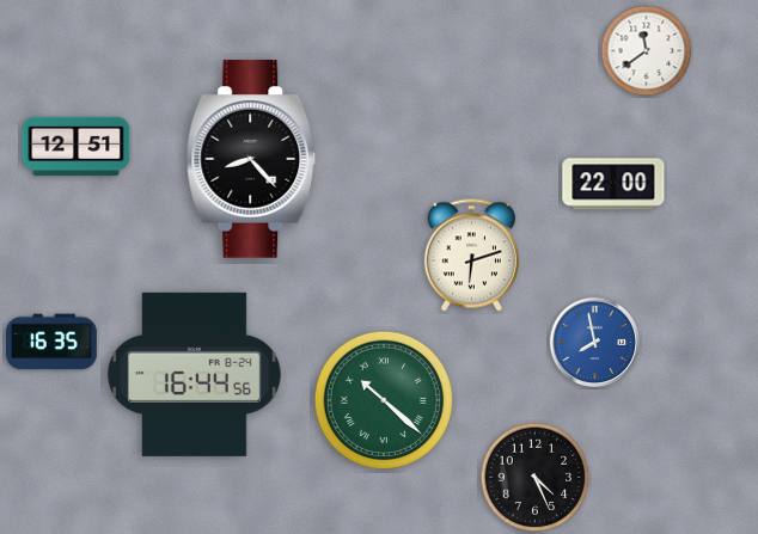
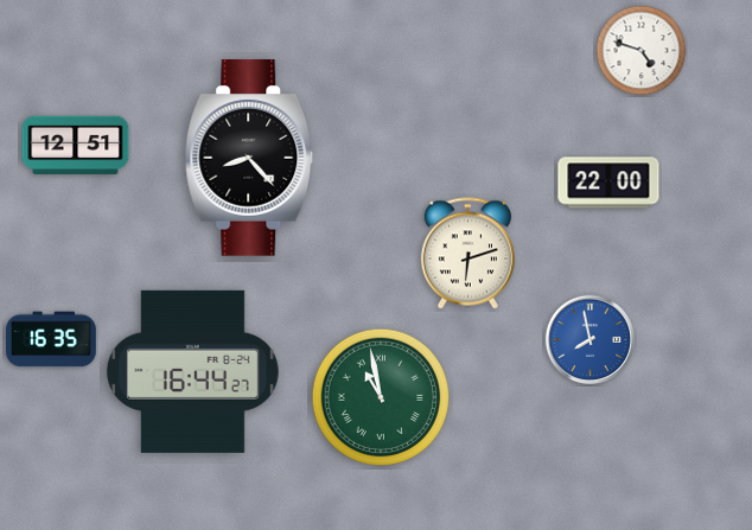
clock at (647, 51): 11:39 -> 4:48
clock at (194, 374): 16:44:56 -> 16:44:27
clock at (383, 399): 10:22 -> 10:58
clock at (536, 478): 4:26 -> none
